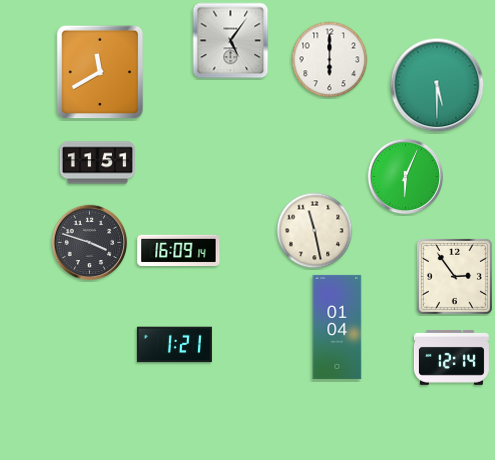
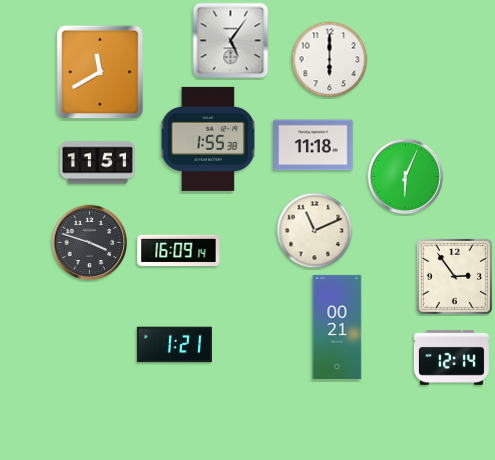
clock at (437, 85): 5:30 -> none
clock at (207, 139): none -> 1:55
clock at (313, 145): none -> 11:18
clock at (315, 231): 11:28 -> 11:11
clock at (337, 327): 01:04 -> 00:21
